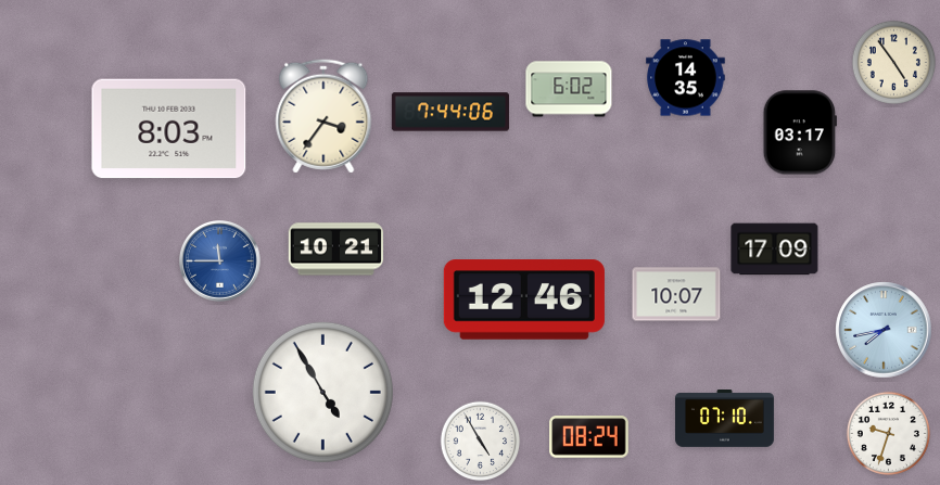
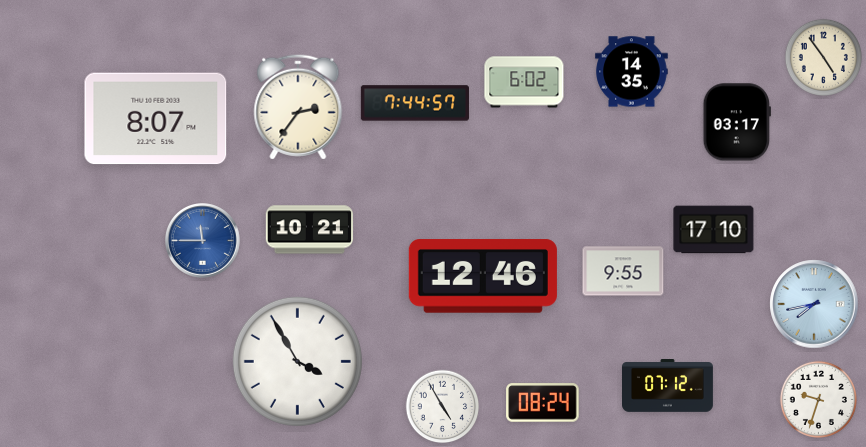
clock at (450, 112): 7:44:06 -> 7:44:57
clock at (323, 116): 3:36 -> 2:36
clock at (169, 129): 8:03 -> 8:07
clock at (775, 250): 17:09 -> 17:10
clock at (676, 294): 10:07 -> 9:55
clock at (322, 392): 4:55 -> 3:55
clock at (725, 419): 07:10 -> 07:12
